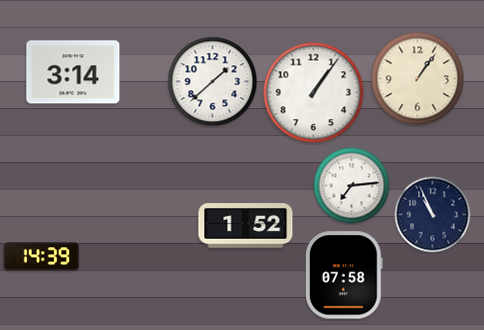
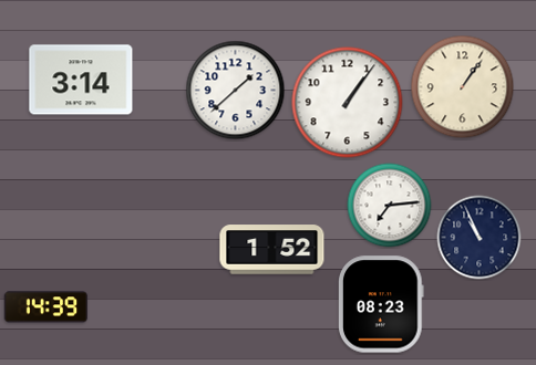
clock at (42, 257) position: (42, 257) -> (47, 307)
clock at (344, 275): 07:58 -> 08:23
